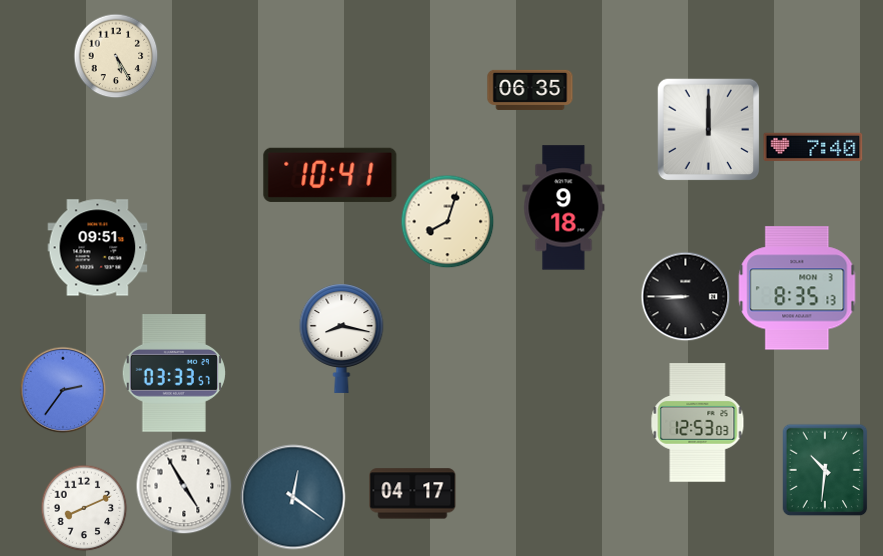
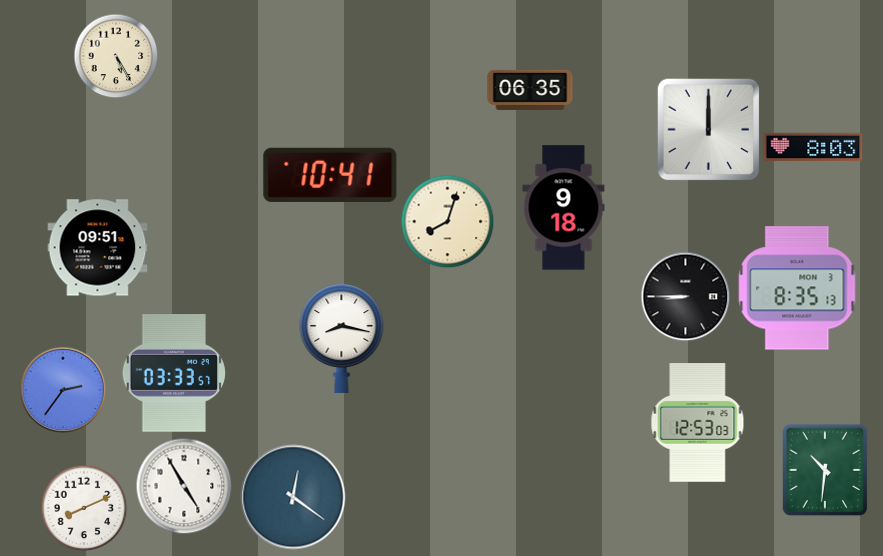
clock at (813, 146): 7:40 -> 8:03
clock at (413, 494): 04:17 -> none
